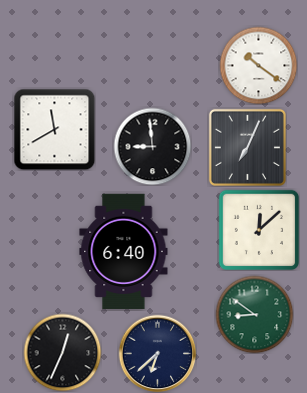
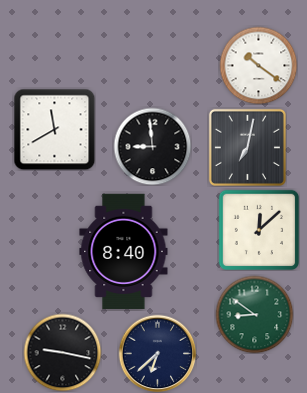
clock at (247, 147): 7:04 -> 7:02
clock at (124, 251): 6:40 -> 8:40
clock at (62, 352): 12:34 -> 9:17
